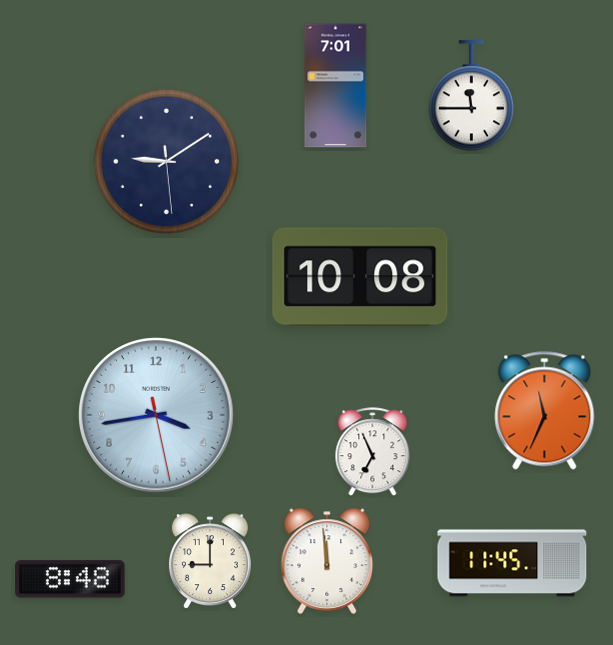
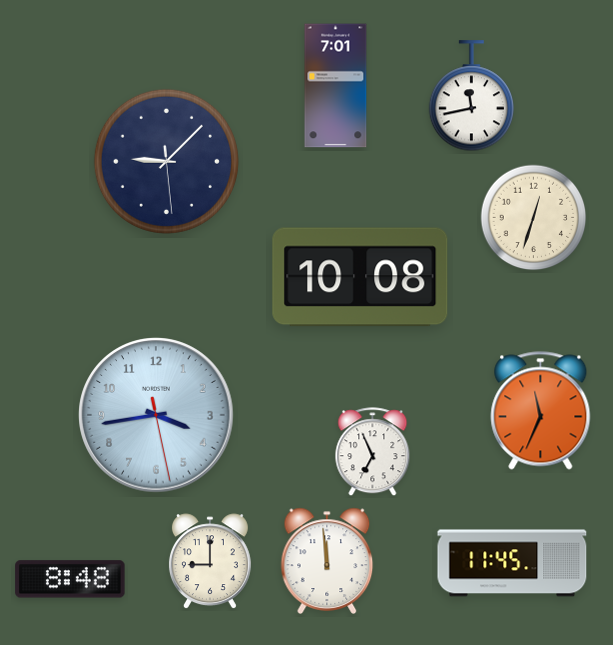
clock at (471, 96): 11:45 -> 11:43
clock at (166, 161): 9:09 -> 9:07
clock at (534, 218): none -> 12:33
clock at (545, 411) position: (545, 411) -> (541, 411)
